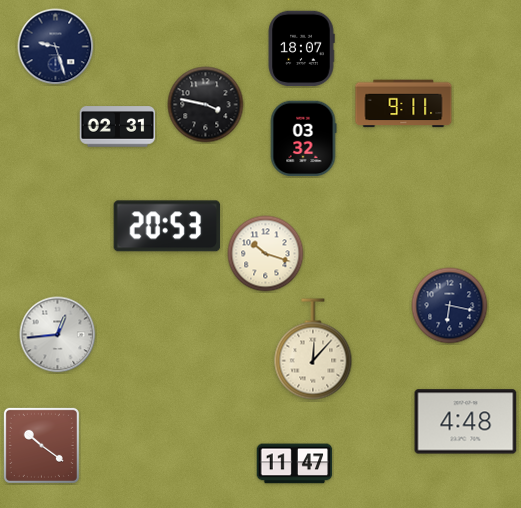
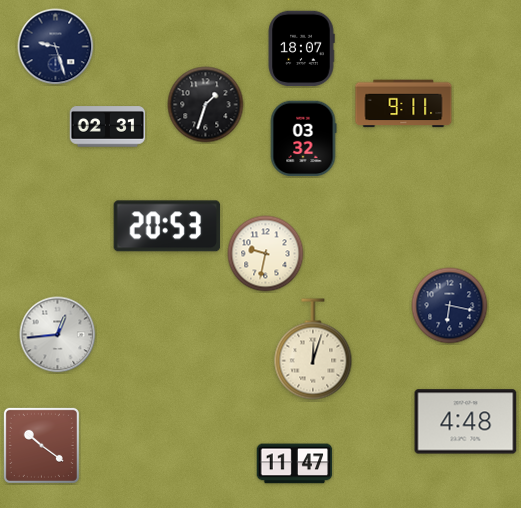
clock at (206, 105): 3:47 -> 1:33
clock at (118, 127) position: (118, 127) -> (108, 127)
clock at (266, 254): 10:18 -> 9:32
clock at (313, 349): 12:07 -> 12:03
